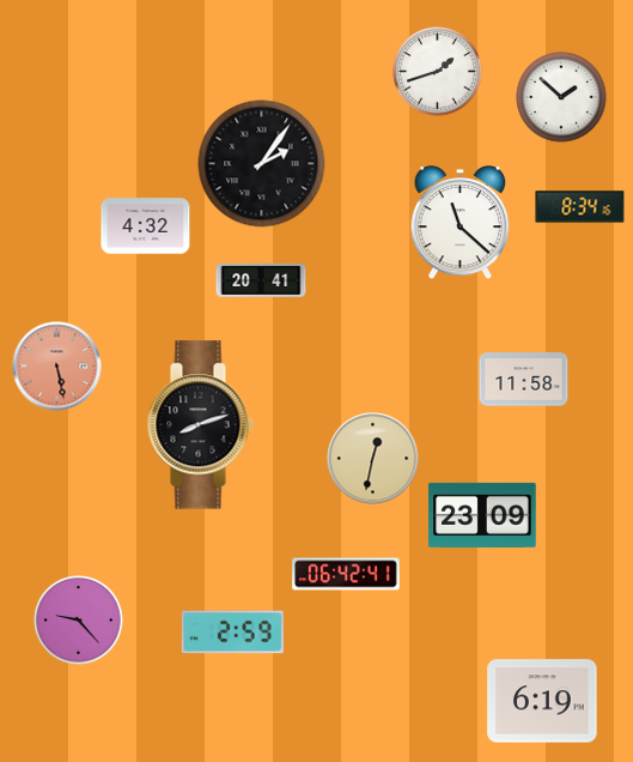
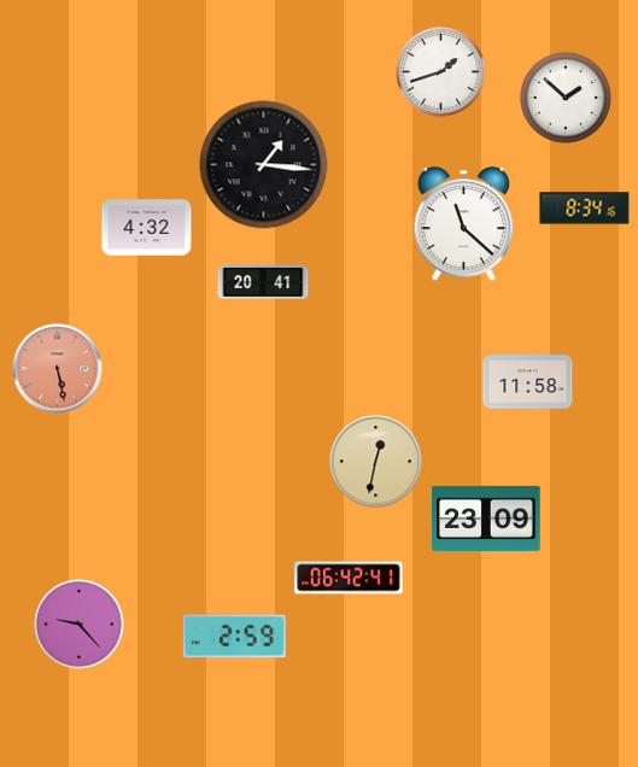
clock at (262, 164): 2:06 -> 1:16
clock at (200, 425): 8:12 -> none
clock at (542, 701): 6:19 -> none
